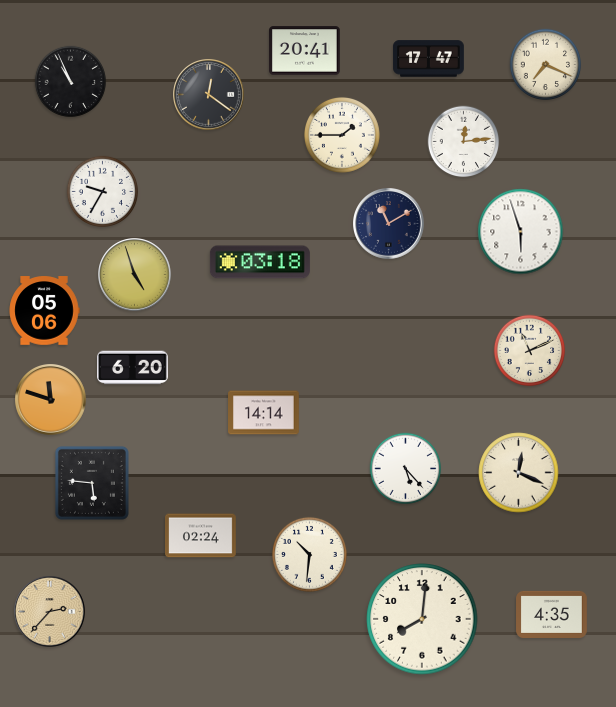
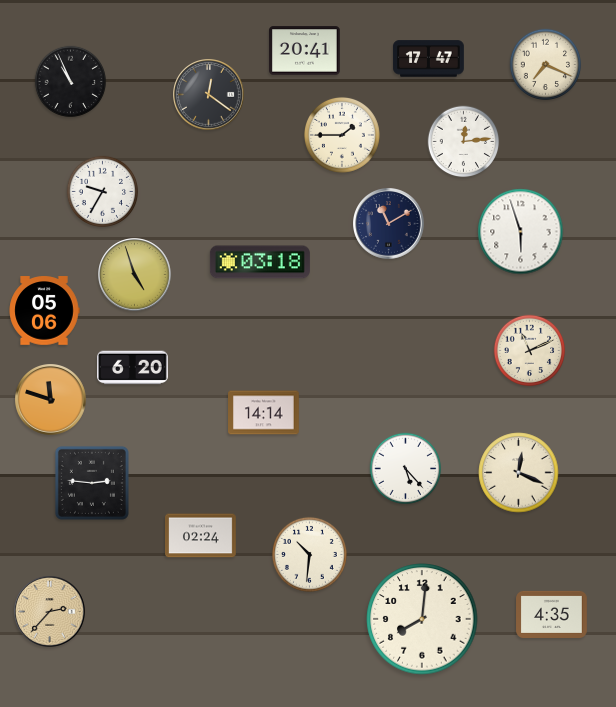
clock at (92, 483): 5:46 -> 2:46
